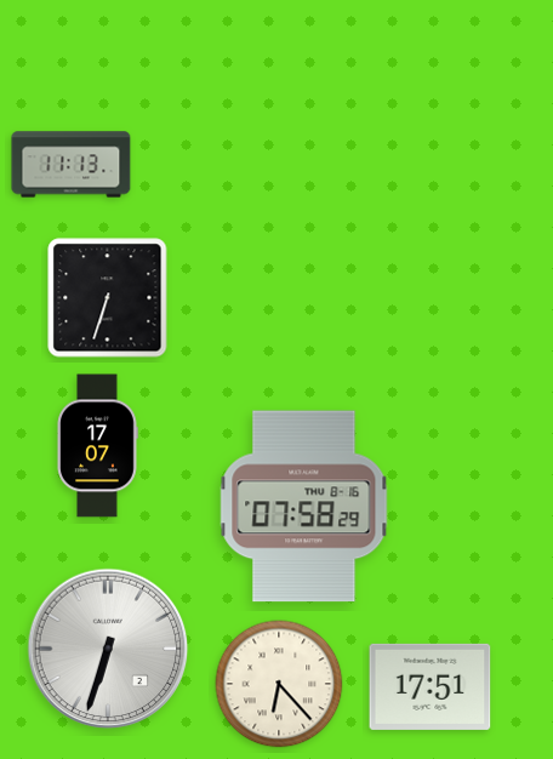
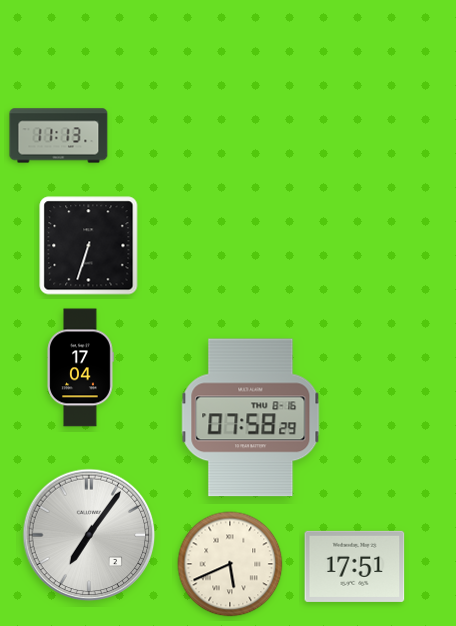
clock at (97, 446): 17:07 -> 17:04
clock at (108, 649): 6:33 -> 7:06
clock at (279, 684): 6:23 -> 5:41
